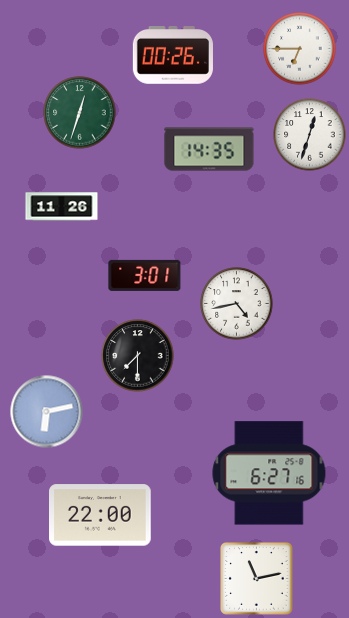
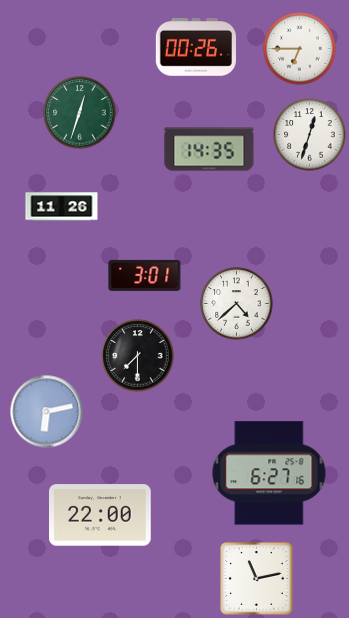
clock at (173, 56) position: (173, 56) -> (196, 48)
clock at (237, 304): 4:43 -> 4:38
